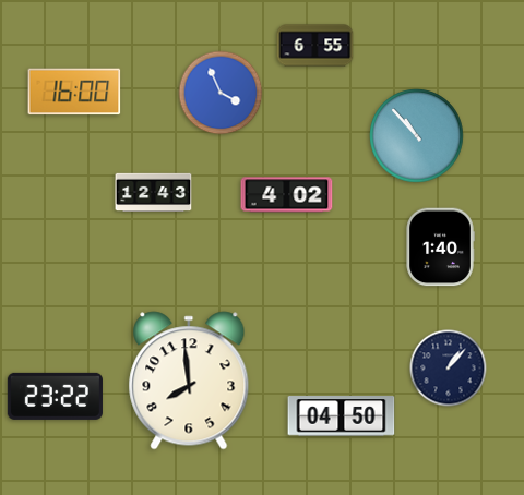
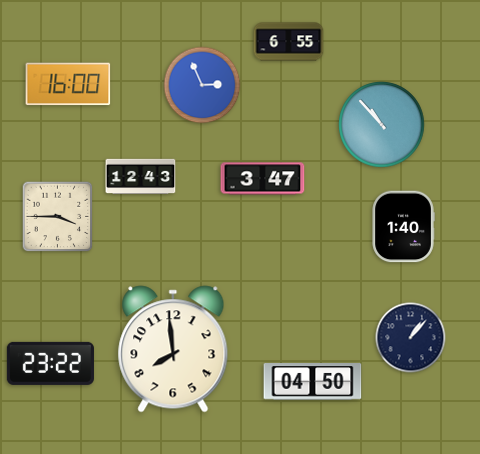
clock at (221, 93): 3:56 -> 2:56
clock at (287, 195): 4:02 -> 3:47
clock at (58, 217): none -> 3:45
